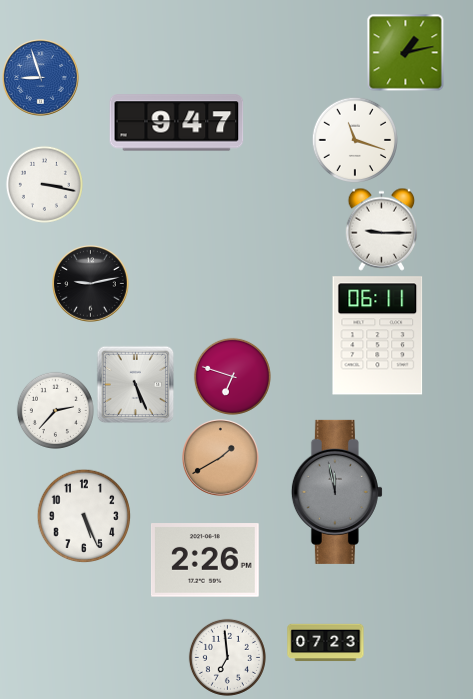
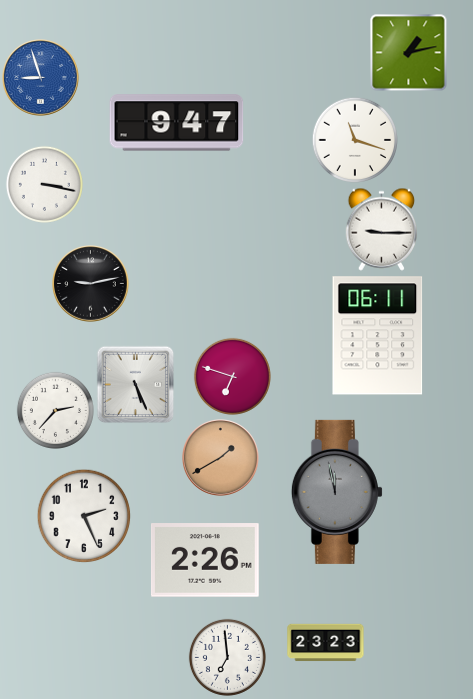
clock at (405, 52) position: (405, 52) -> (408, 52)
clock at (84, 516): 5:26 -> 2:26
clock at (326, 643): 07:23 -> 23:23
